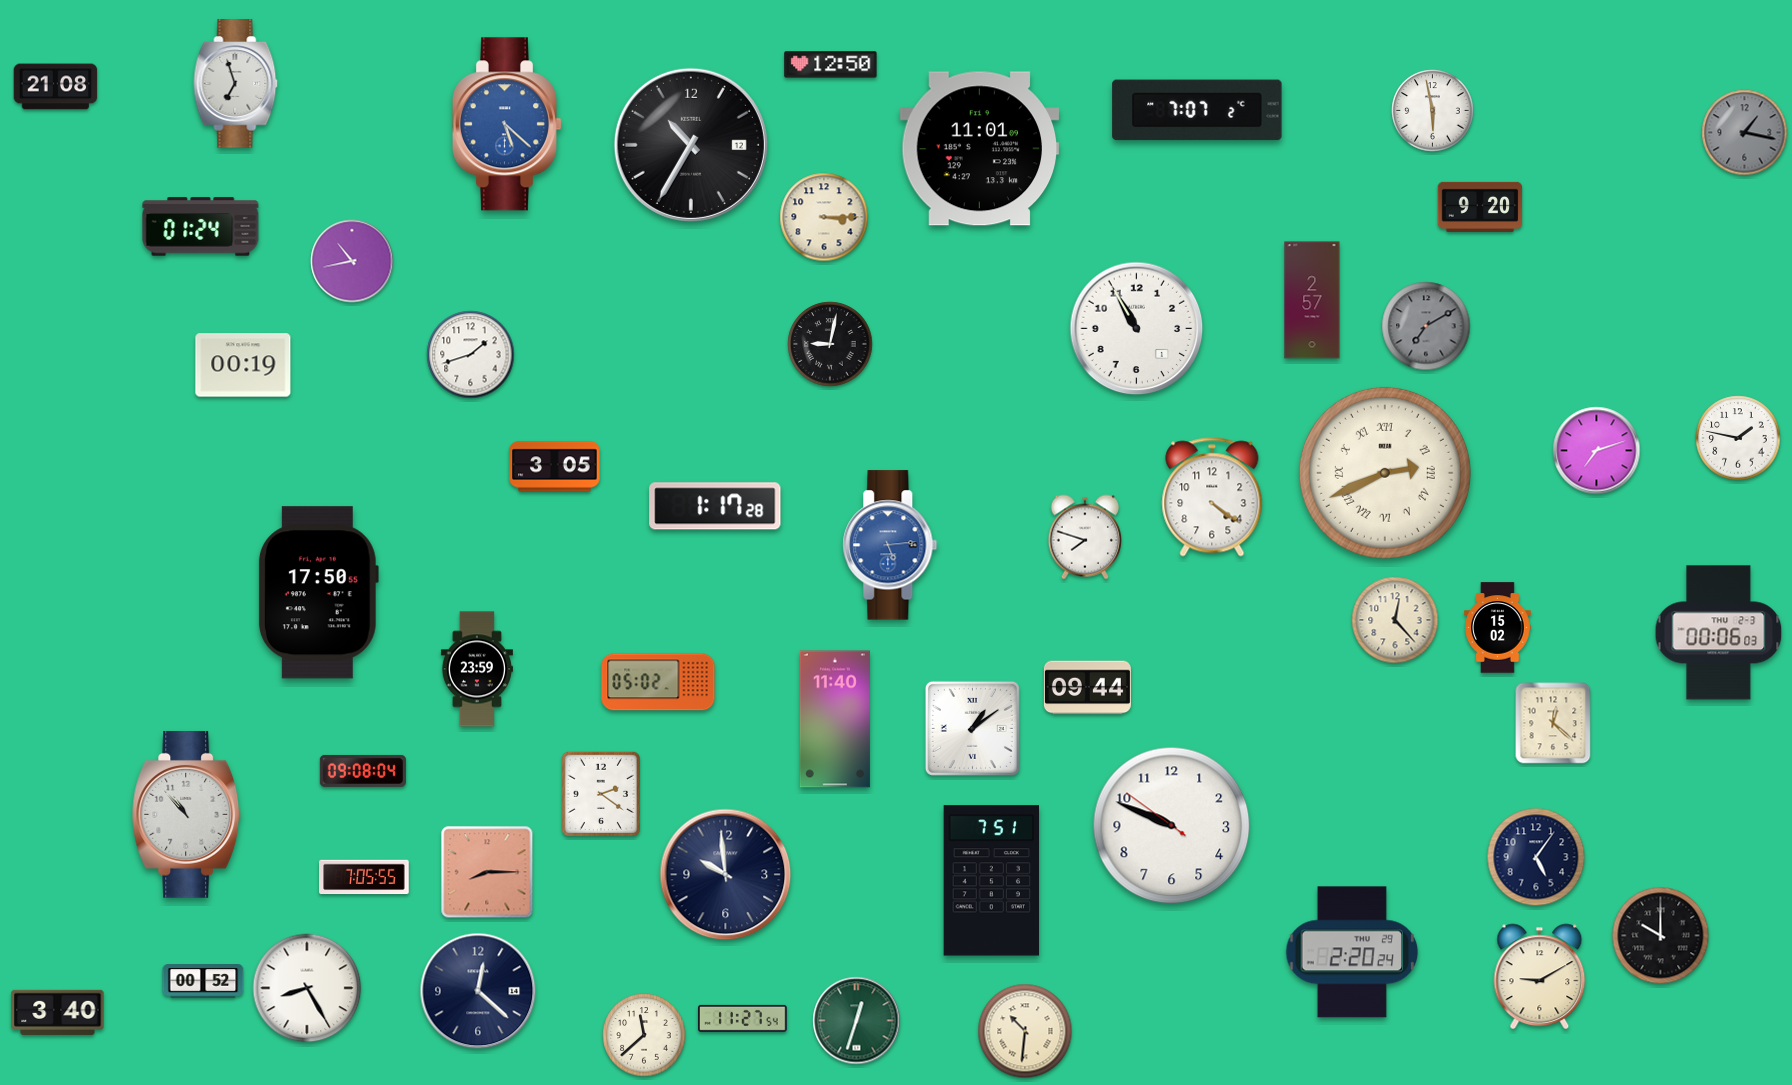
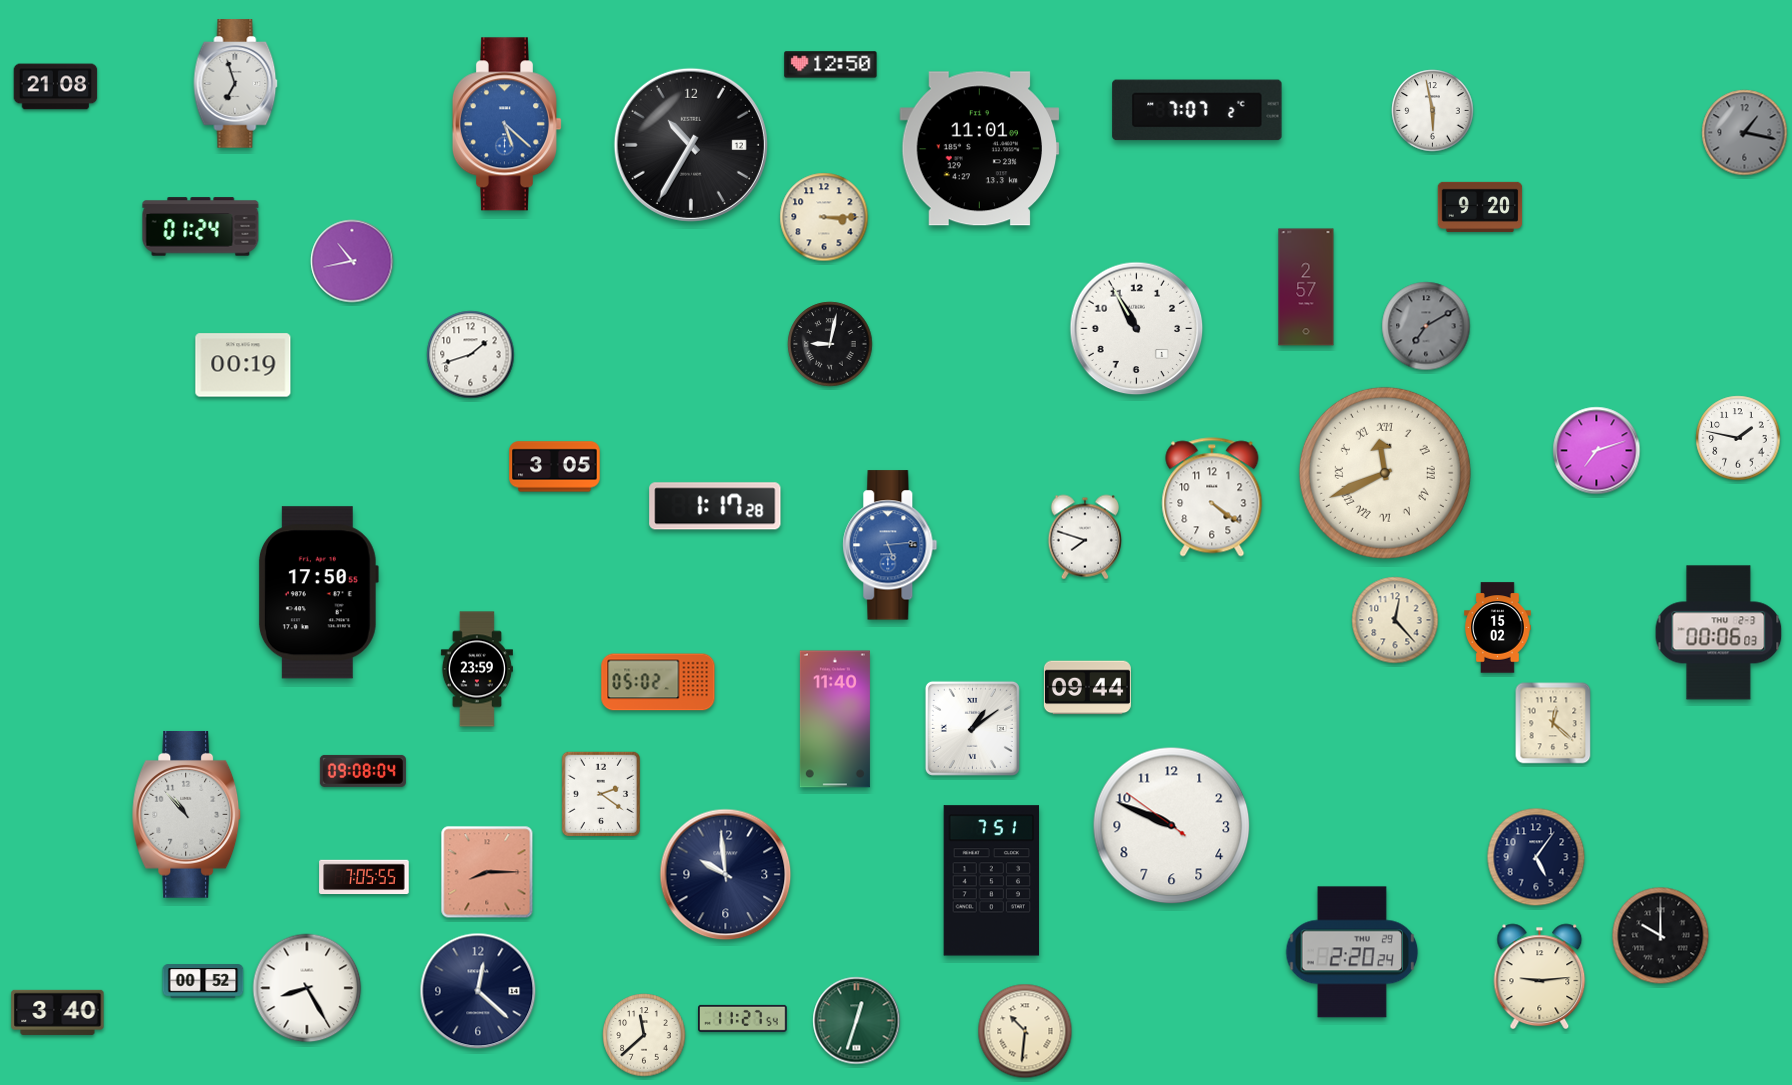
clock at (1312, 300) position: (1312, 300) -> (1306, 287)
clock at (1385, 473): 2:41 -> 11:41
clock at (1540, 977): 9:10 -> 9:14
